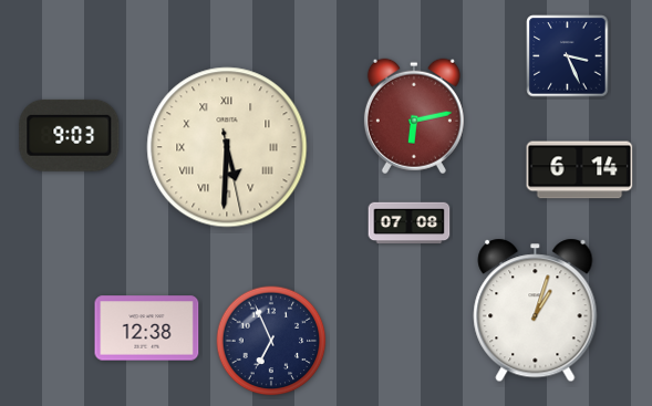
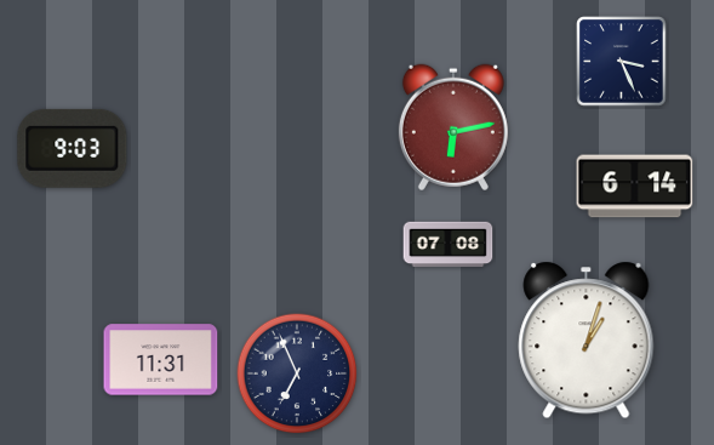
clock at (70, 135) position: (70, 135) -> (73, 148)
clock at (227, 147): 5:30 -> none
clock at (147, 329): 12:38 -> 11:31
